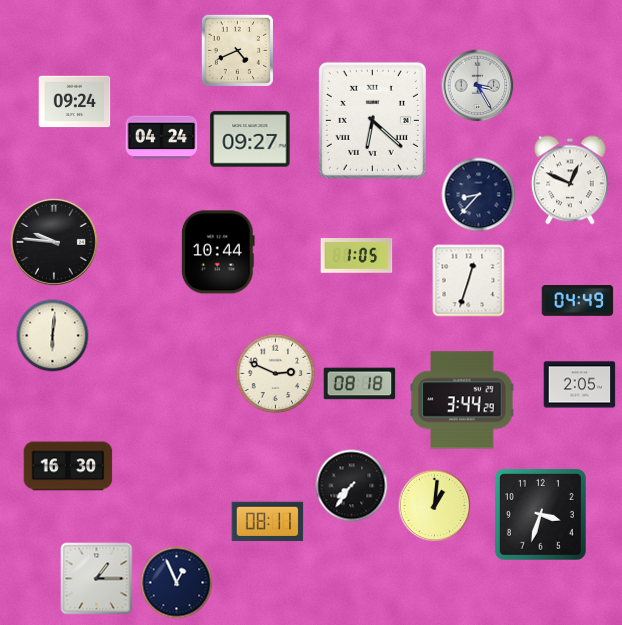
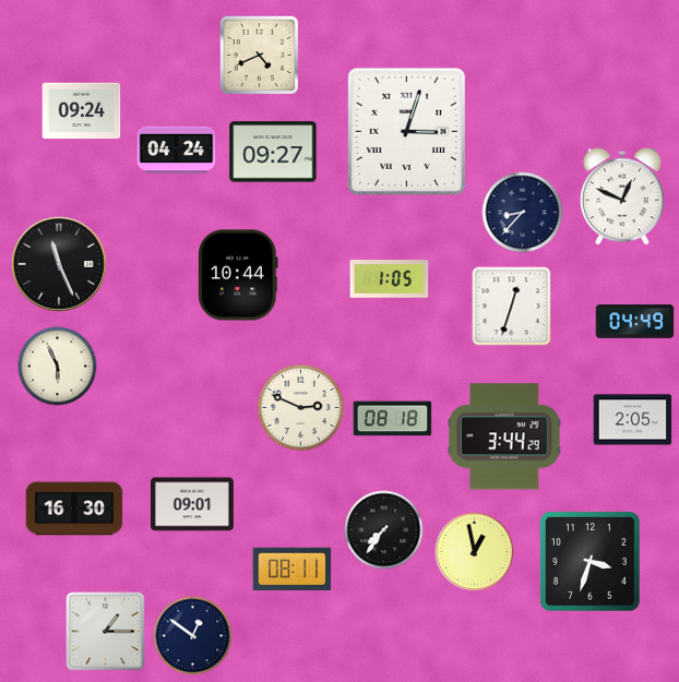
clock at (478, 86): 3:25 -> none
clock at (372, 120): 6:22 -> 3:03
clock at (54, 242): 9:46 -> 11:26
clock at (578, 301) position: (578, 301) -> (635, 322)
clock at (53, 336): 6:01 -> 5:56
clock at (192, 504): none -> 09:01
clock at (435, 506): 1:01 -> 12:58
clock at (177, 583): 12:56 -> 12:51
